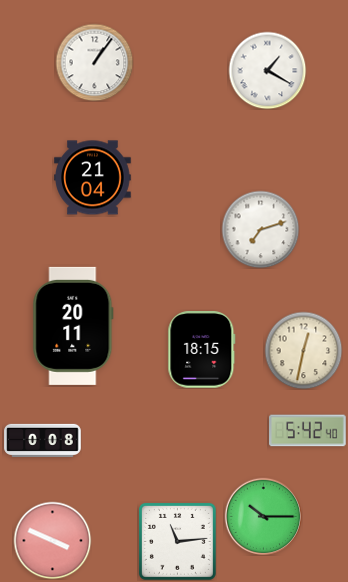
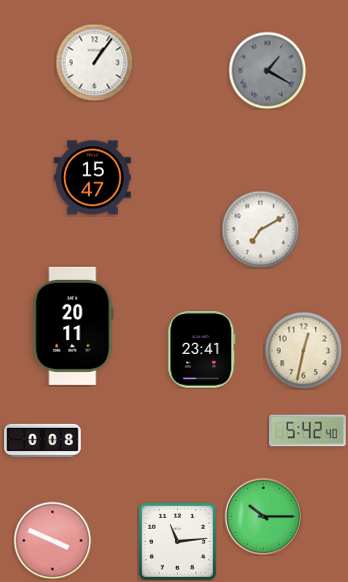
clock at (267, 70) dial: white -> grey
clock at (93, 178): 21:04 -> 15:47
clock at (260, 229): 7:12 -> 7:10
clock at (202, 350): 18:15 -> 23:41
